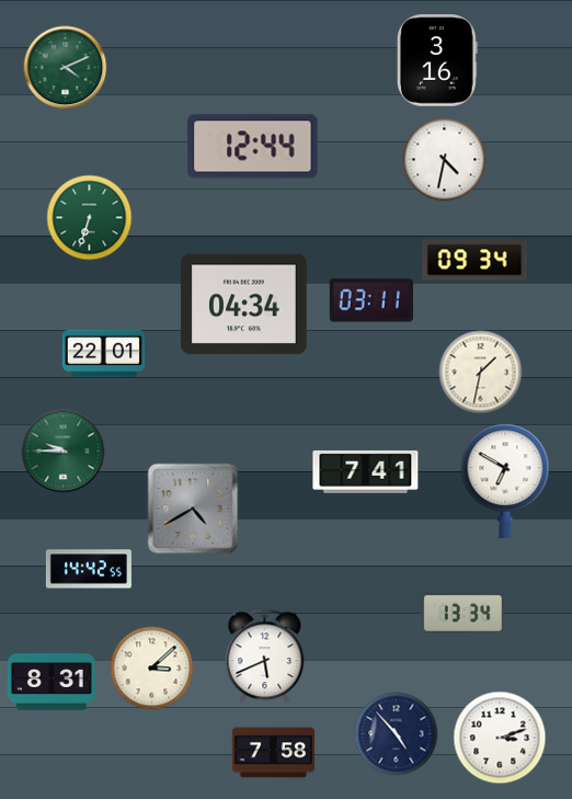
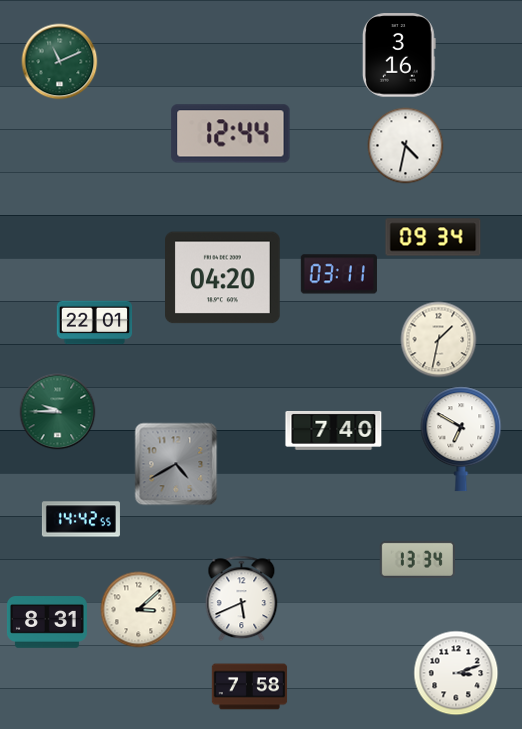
clock at (66, 68): 4:11 -> 11:11
clock at (90, 218): 6:33 -> none
clock at (244, 305): 04:34 -> 04:20
clock at (366, 471): 7:41 -> 7:40
clock at (462, 613) position: (462, 613) -> (417, 559)
clock at (397, 734): 4:53 -> none
